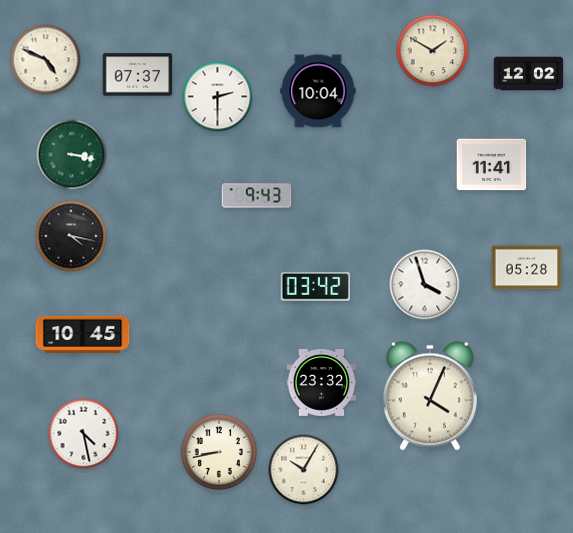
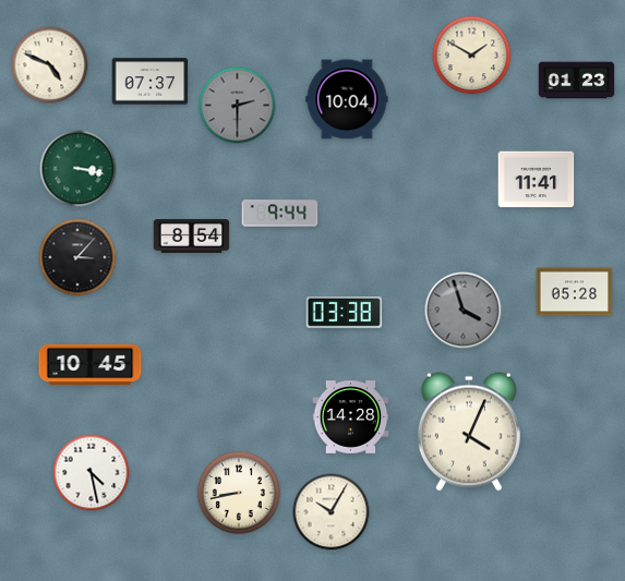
clock at (529, 74): 12:02 -> 01:23
clock at (218, 97) dial: white -> grey
clock at (257, 196): 9:43 -> 9:44
clock at (192, 237): none -> 8:54
clock at (71, 236): 4:17 -> 3:07
clock at (425, 285) dial: white -> grey
clock at (316, 286): 03:42 -> 03:38
clock at (322, 383): 23:32 -> 14:28
